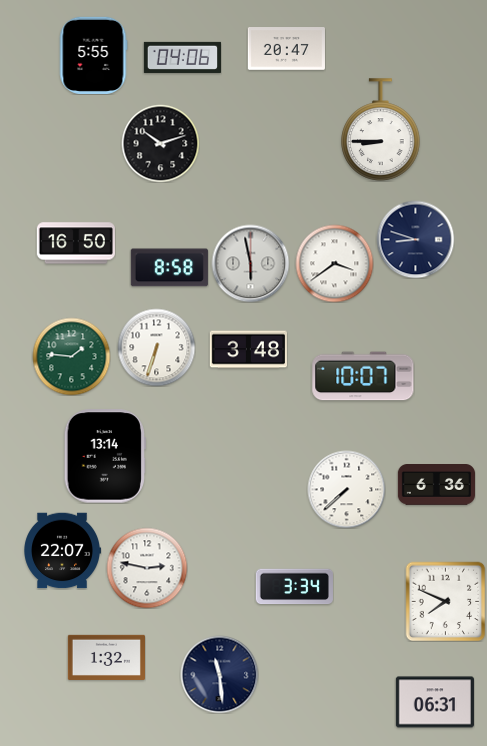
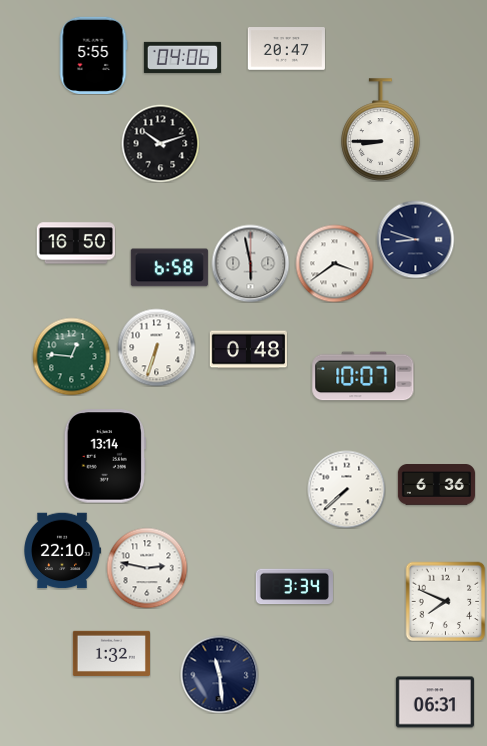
clock at (169, 268): 8:58 -> 6:58
clock at (248, 350): 3:48 -> 0:48
clock at (71, 356): 1:46 -> 12:46
clock at (62, 551): 22:07 -> 22:10
clock at (106, 657) position: (106, 657) -> (111, 653)
